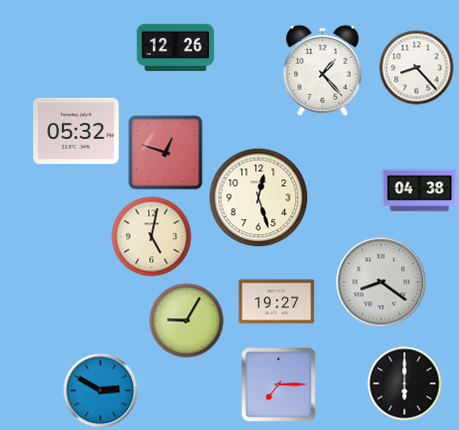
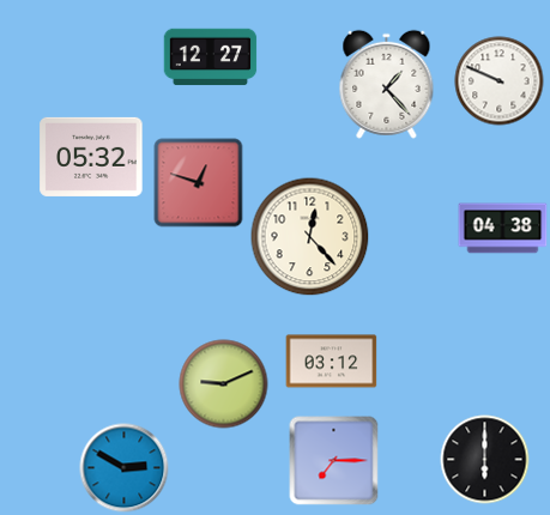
clock at (176, 48): 12:26 -> 12:27
clock at (417, 68): 8:23 -> 9:49
clock at (259, 198): 12:27 -> 12:23
clock at (152, 237): 5:02 -> none
clock at (381, 282): 8:21 -> none
clock at (277, 302): 19:27 -> 03:12
clock at (187, 321): 9:05 -> 9:11
clock at (101, 391) position: (101, 391) -> (125, 468)
